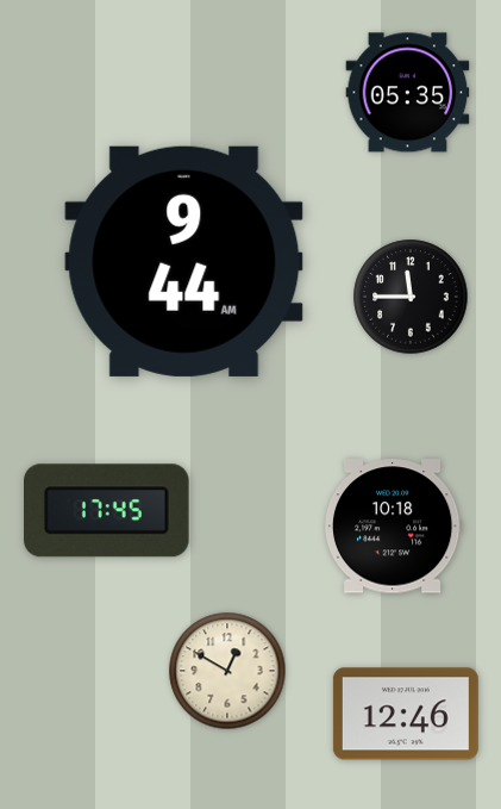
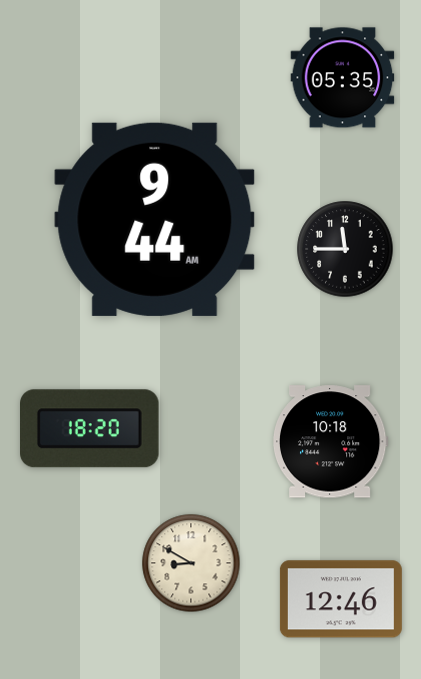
clock at (107, 511): 17:45 -> 18:20
clock at (227, 671): 12:50 -> 8:50
